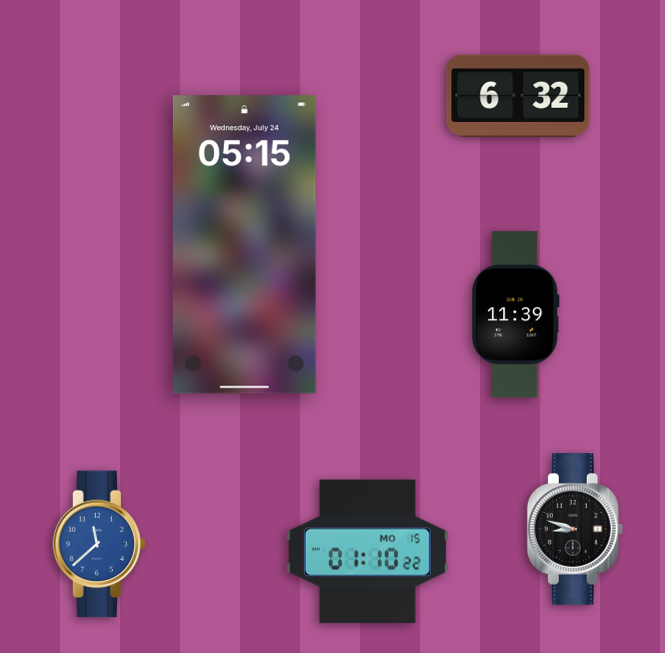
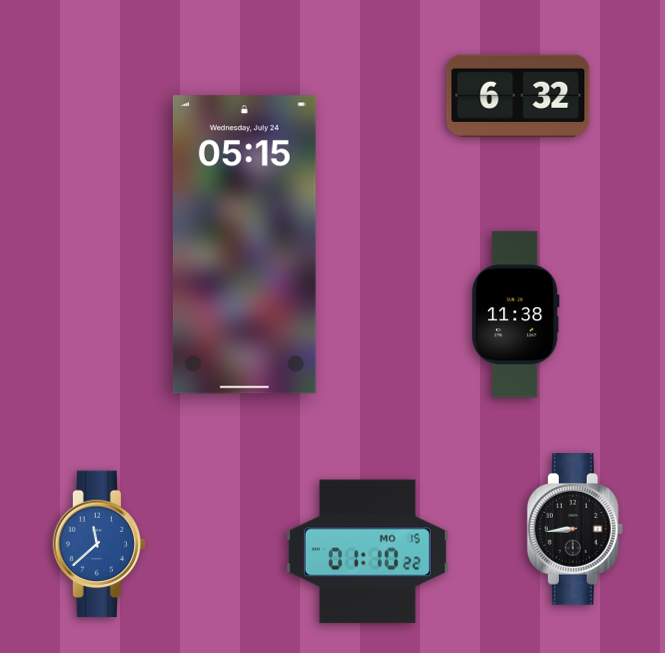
clock at (515, 315): 11:39 -> 11:38
clock at (575, 529): 8:48 -> 8:44
